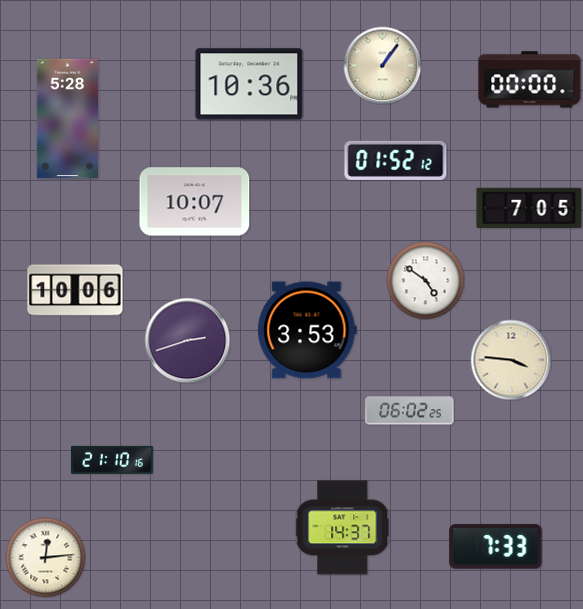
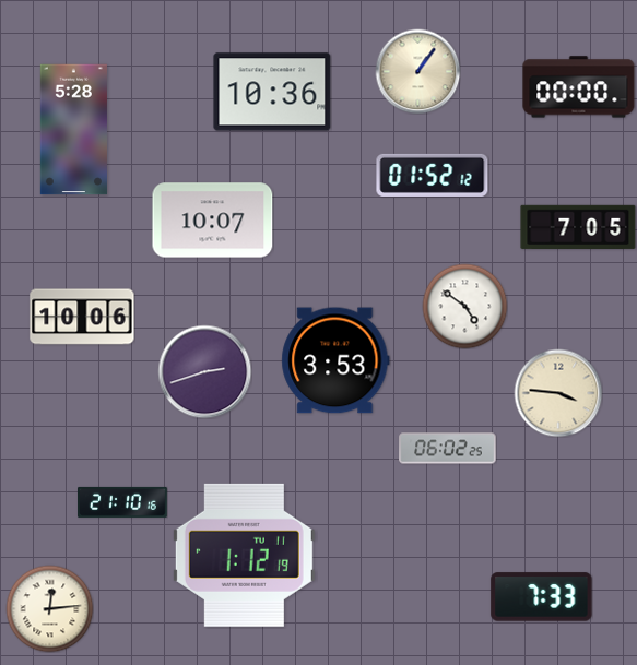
clock at (244, 555): none -> 1:12
clock at (342, 528): 14:37 -> none
